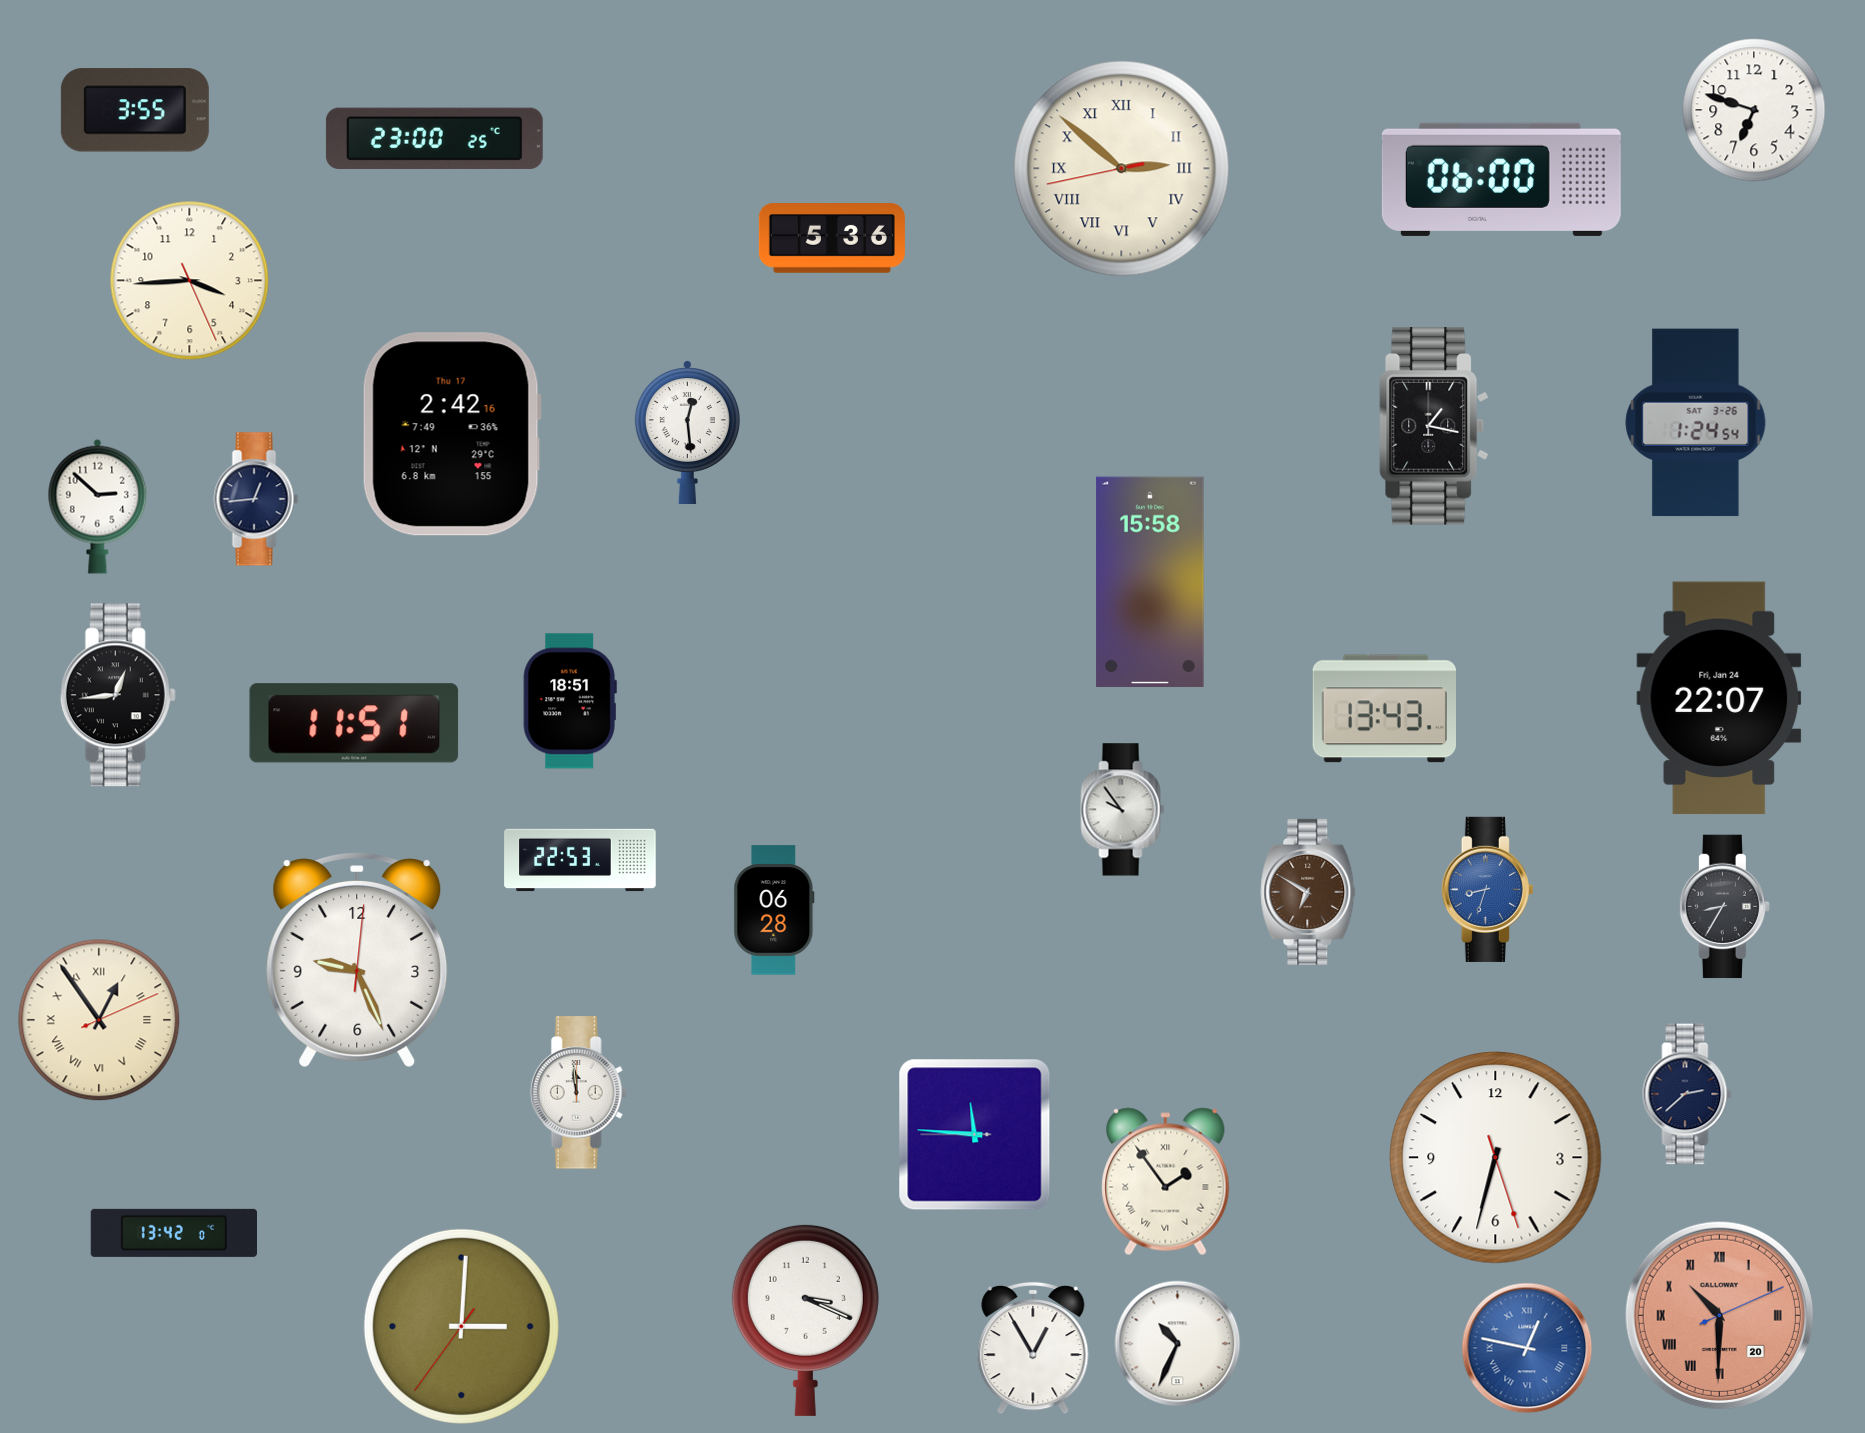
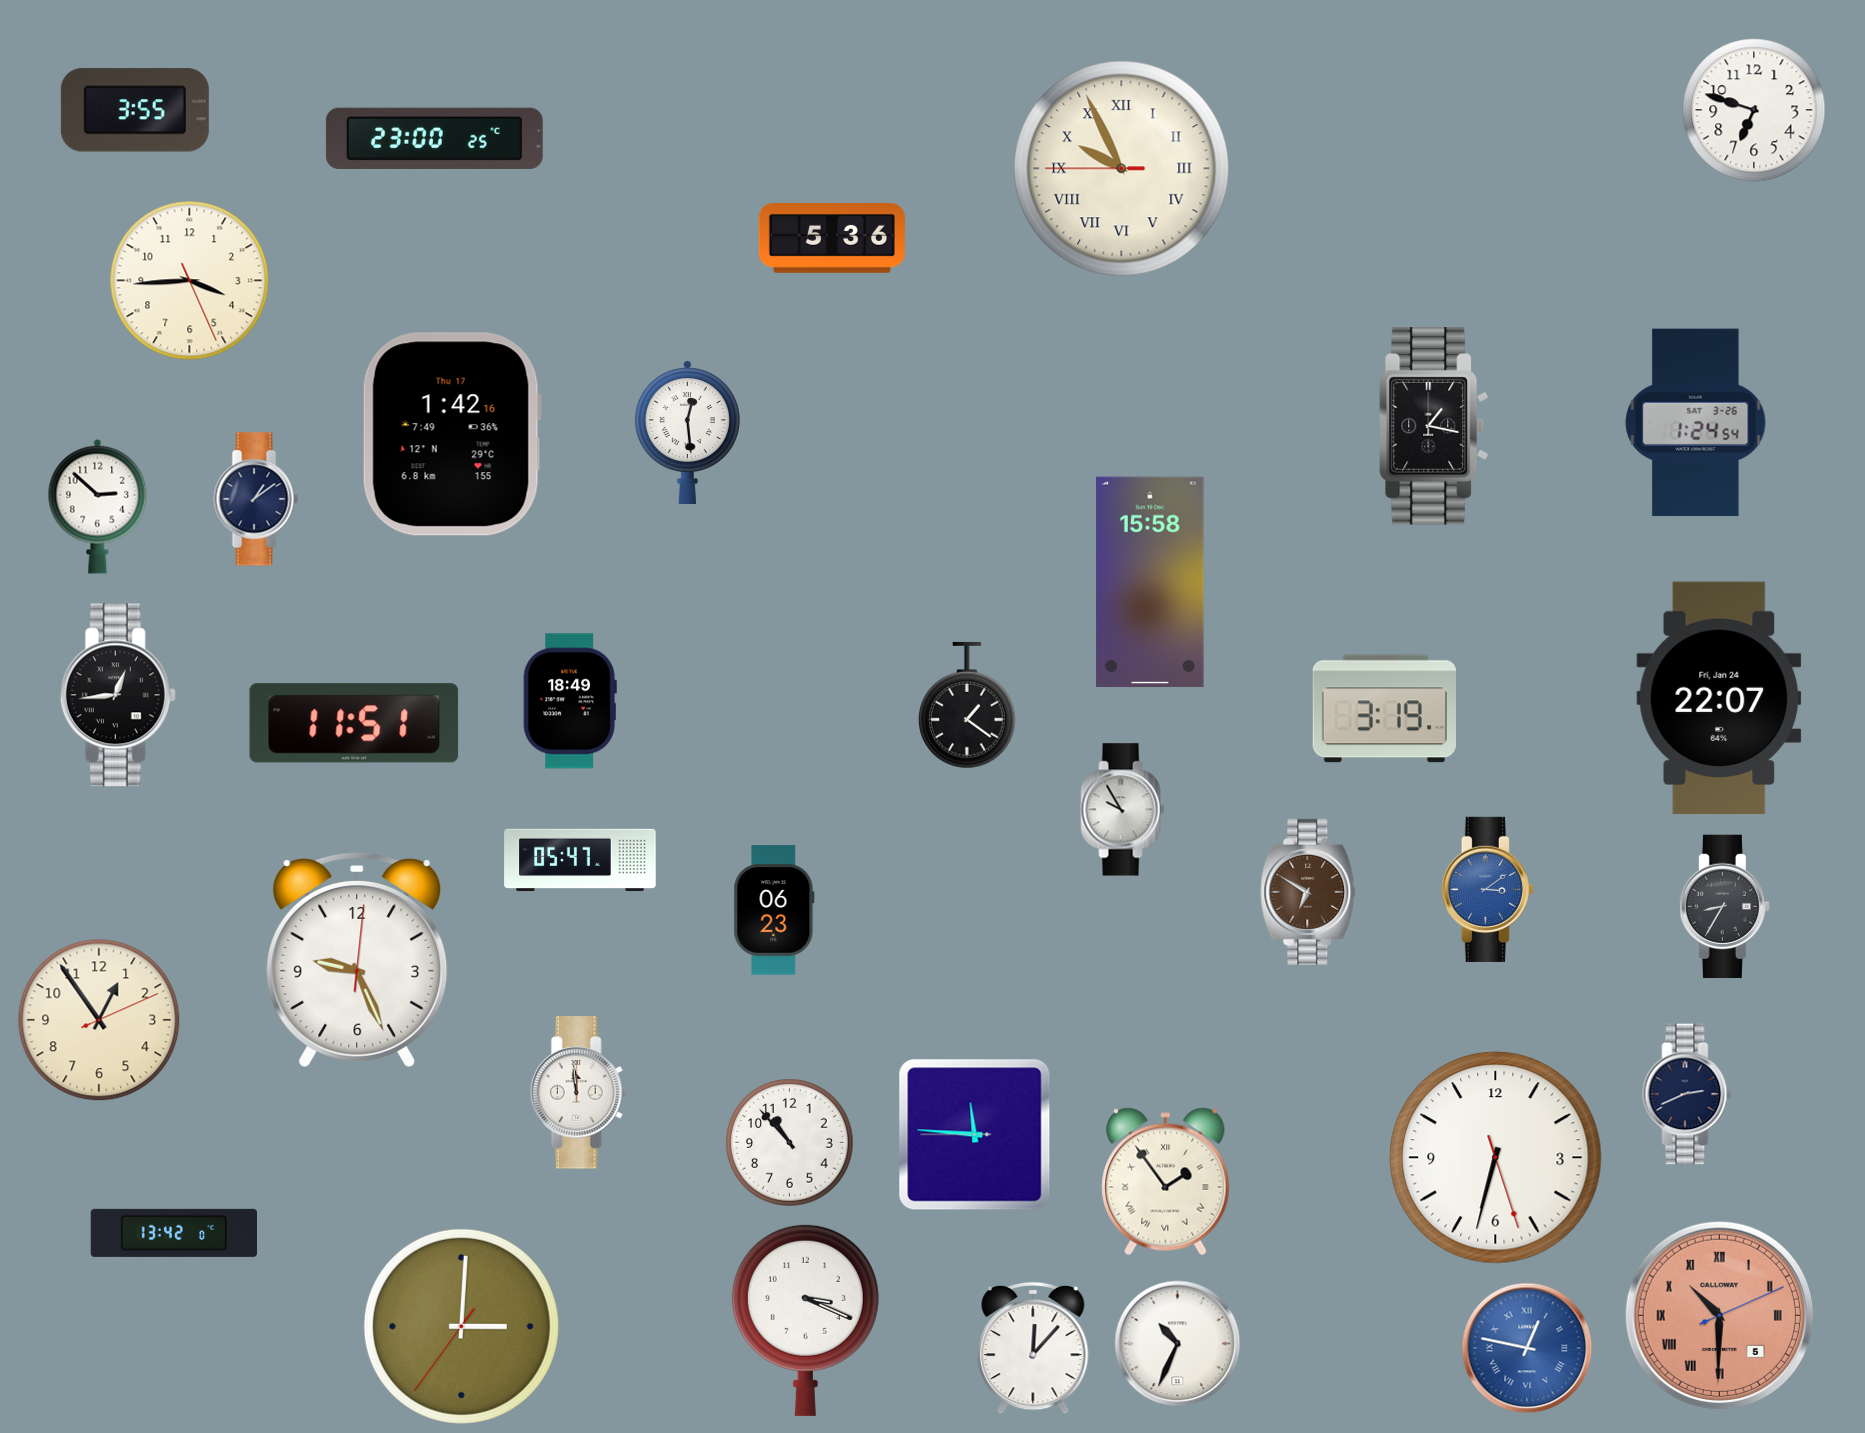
clock at (1122, 169): 2:51 -> 9:55
clock at (1501, 179): 06:00 -> none
clock at (452, 434): 2:42 -> 1:42
clock at (256, 499): 12:44 -> 1:09
clock at (570, 701): 18:51 -> 18:49
clock at (967, 705): none -> 1:21
clock at (1384, 709): 13:43 -> 3:19
clock at (1123, 810): 9:54 -> 9:55
clock at (580, 860): 22:53 -> 05:47
clock at (1487, 889): 8:33 -> 3:09
clock at (774, 910): 06:28 -> 06:23
clock at (99, 1020) numerals: Roman -> Arabic
clock at (1687, 1094): 2:38 -> 2:41
clock at (790, 1143): none -> 10:53
clock at (1719, 1315) date: 20 -> 5
clock at (1033, 1348): 12:55 -> 12:07
